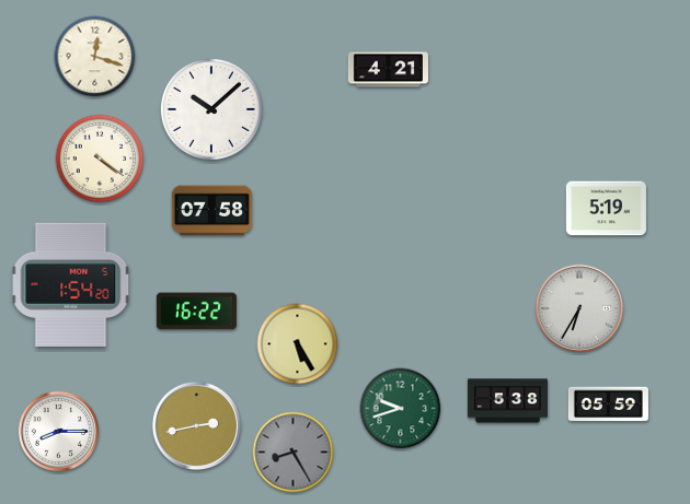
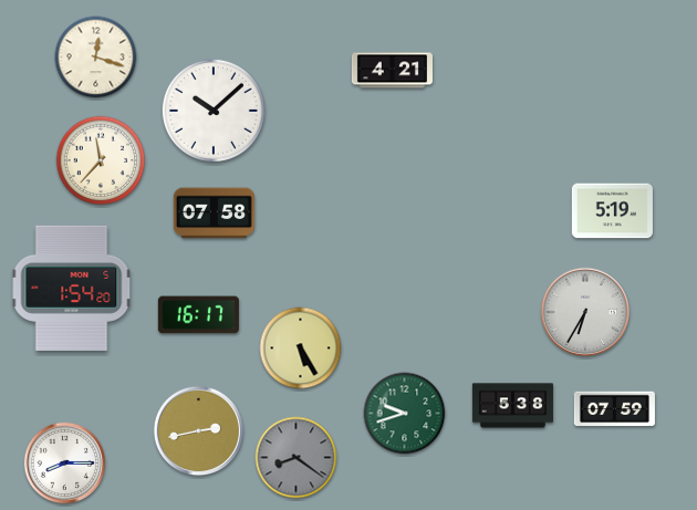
clock at (100, 159): 4:21 -> 11:37
clock at (196, 312): 16:22 -> 16:17
clock at (608, 405): 05:59 -> 07:59
clock at (59, 432) position: (59, 432) -> (65, 464)
clock at (294, 453): 8:25 -> 8:21
